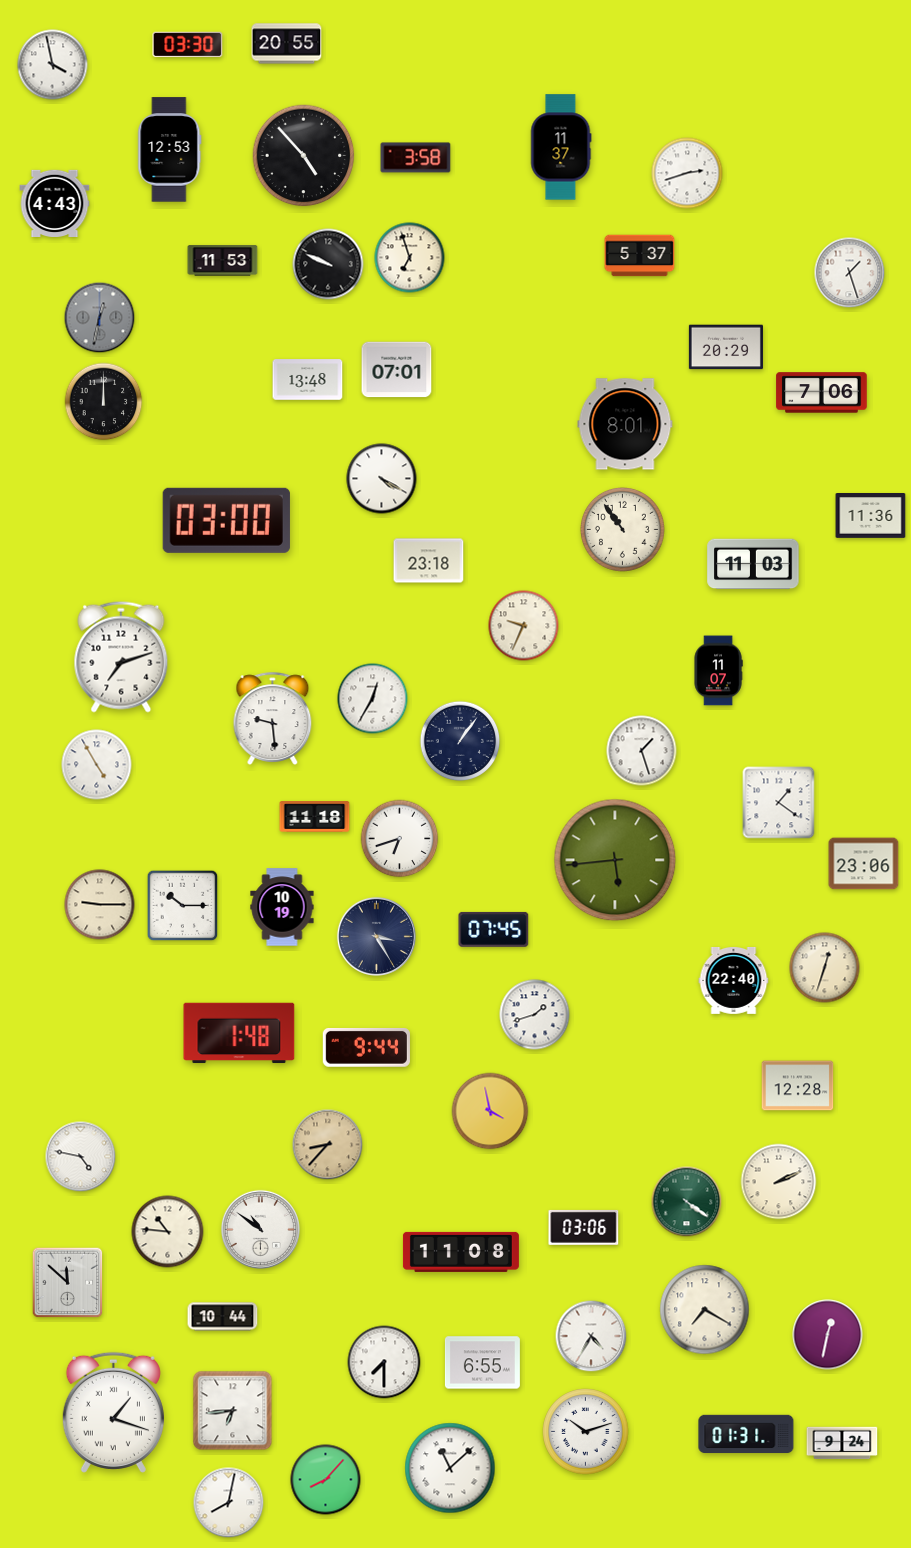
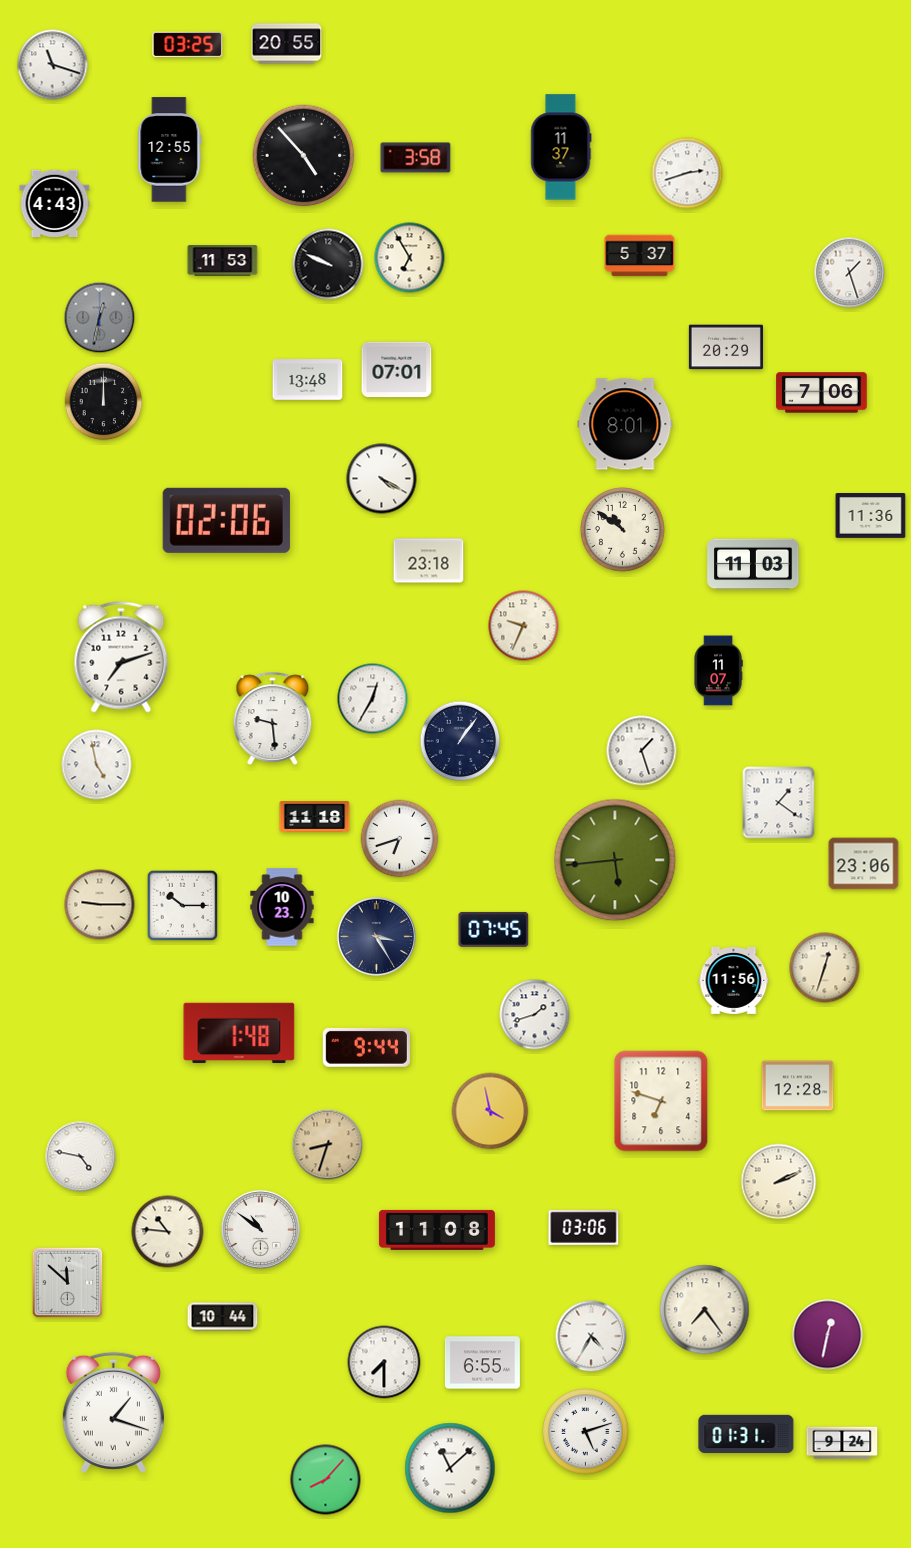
clock at (188, 45): 03:30 -> 03:25
clock at (53, 65): 3:58 -> 11:18
clock at (170, 150): 12:53 -> 12:55
clock at (410, 258): 6:57 -> 6:55
clock at (226, 520): 03:00 -> 02:06
clock at (622, 529): 10:54 -> 10:51
clock at (97, 765): 4:55 -> 4:58
clock at (282, 907): 10:19 -> 10:23
clock at (734, 980): 22:40 -> 11:56
clock at (661, 1101): none -> 6:48
clock at (328, 1145): 8:37 -> 8:33
clock at (687, 1202): 4:21 -> none
clock at (461, 1252) position: (461, 1252) -> (437, 1230)
clock at (705, 1310): 7:20 -> 7:24
clock at (233, 1411): 6:44 -> none
clock at (586, 1432): 10:12 -> 5:12
clock at (229, 1503): 8:02 -> none
